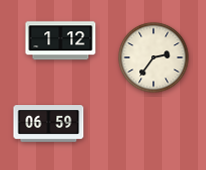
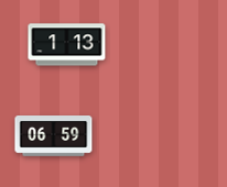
clock at (61, 41): 1:12 -> 1:13
clock at (154, 58): 2:36 -> none
